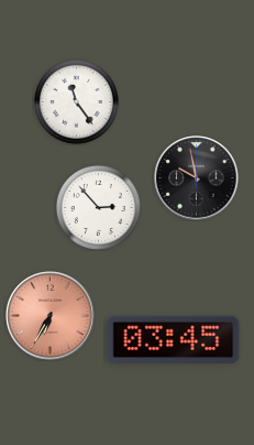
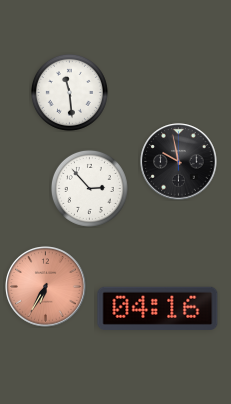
clock at (76, 101): 11:24 -> 11:29
clock at (174, 339): 03:45 -> 04:16
